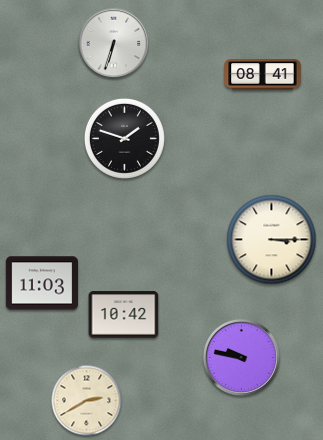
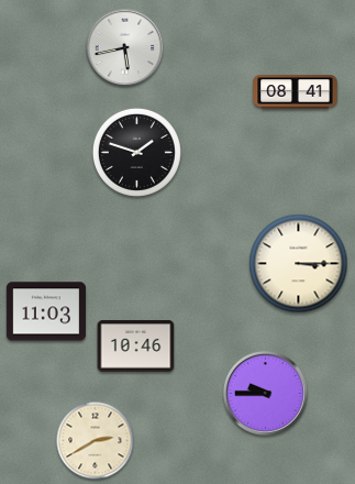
clock at (114, 44): 6:33 -> 5:43
clock at (263, 75) position: (263, 75) -> (296, 92)
clock at (124, 315): 10:42 -> 10:46
clock at (241, 357): 9:47 -> 9:45
